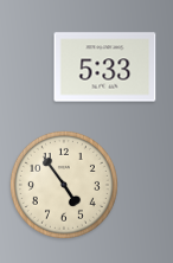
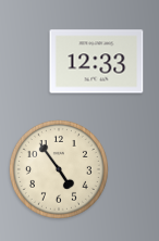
clock at (105, 68): 5:33 -> 12:33
